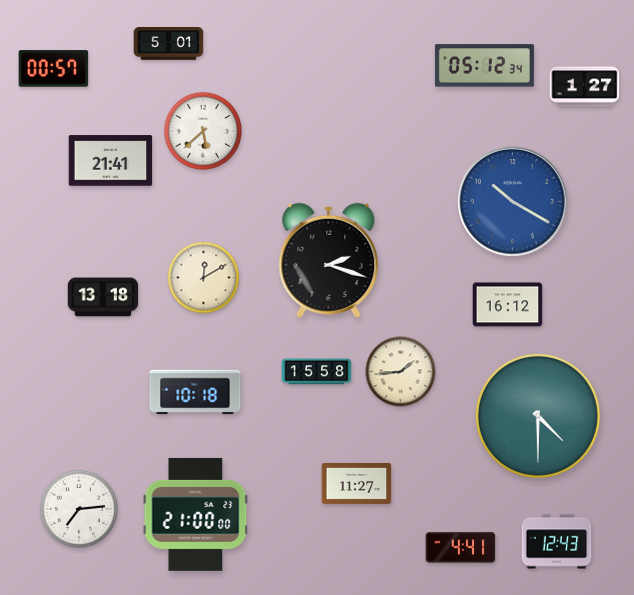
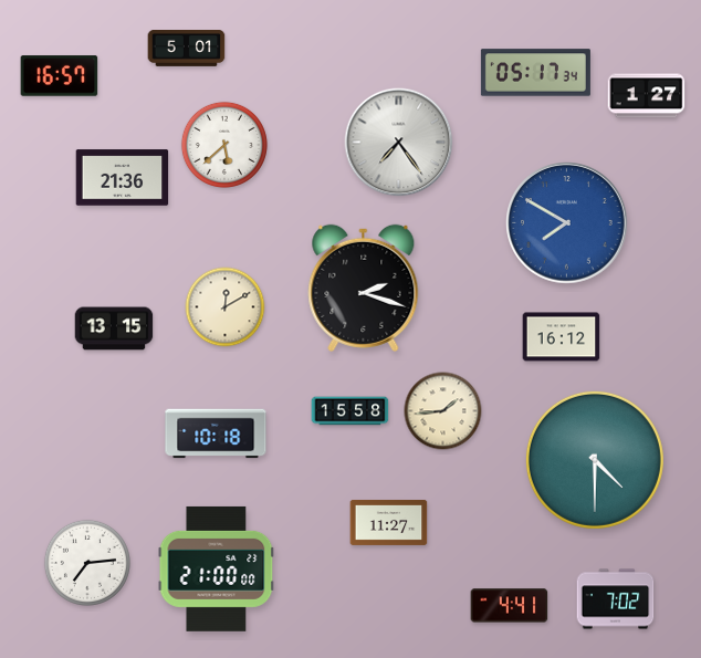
clock at (484, 66): 05:12 -> 05:17
clock at (54, 69): 00:57 -> 16:57
clock at (399, 143): none -> 7:24
clock at (111, 161): 21:41 -> 21:36
clock at (513, 202): 10:20 -> 7:50
clock at (103, 297): 13:18 -> 13:15
clock at (357, 483) position: (357, 483) -> (389, 522)
clock at (557, 542): 12:43 -> 7:02
